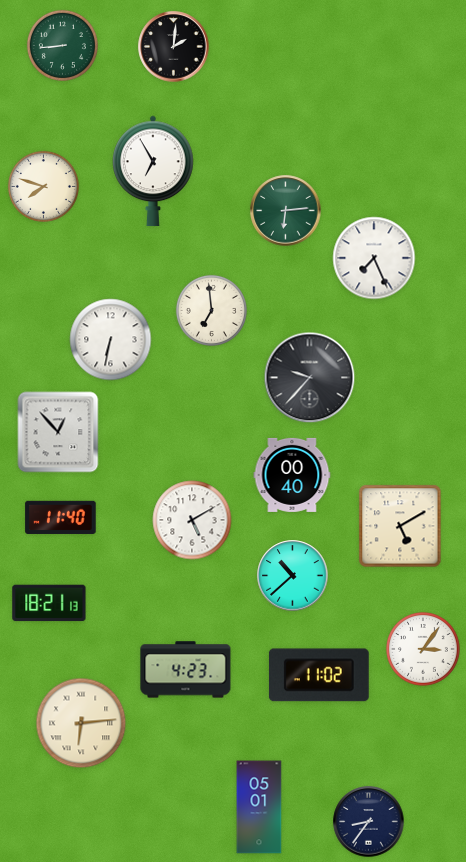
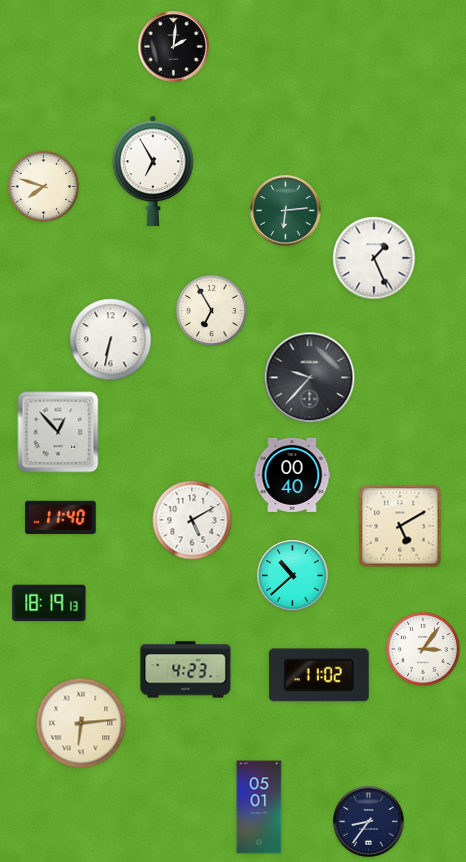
clock at (62, 45): 8:44 -> none
clock at (374, 258): 7:26 -> 1:26
clock at (211, 310): 6:59 -> 6:55
clock at (49, 603): 18:21 -> 18:19
